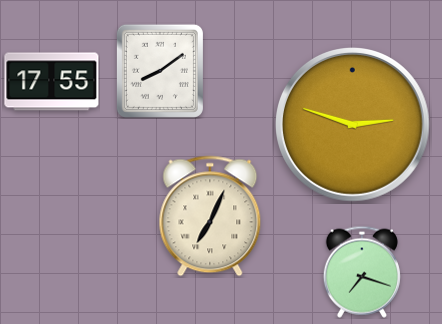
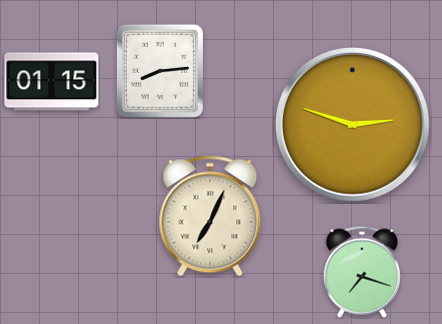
clock at (160, 71): 8:09 -> 8:14
clock at (52, 82): 17:55 -> 01:15
